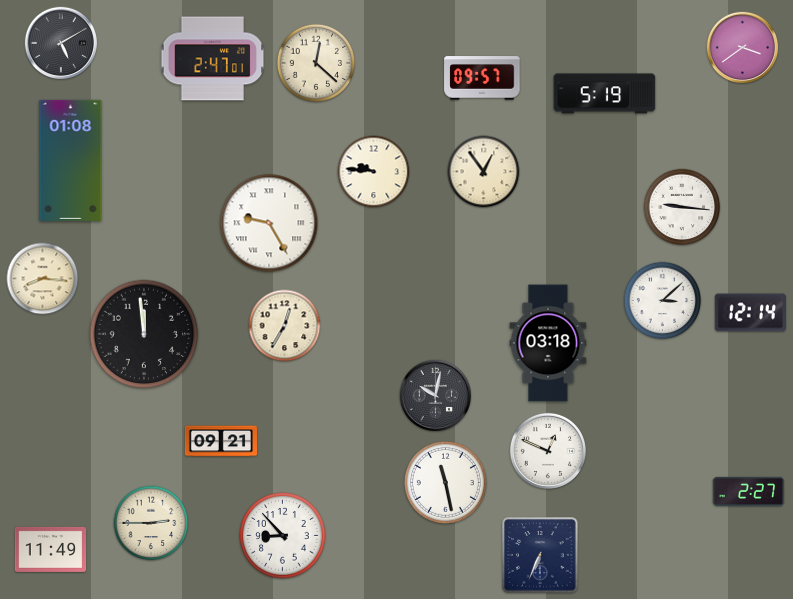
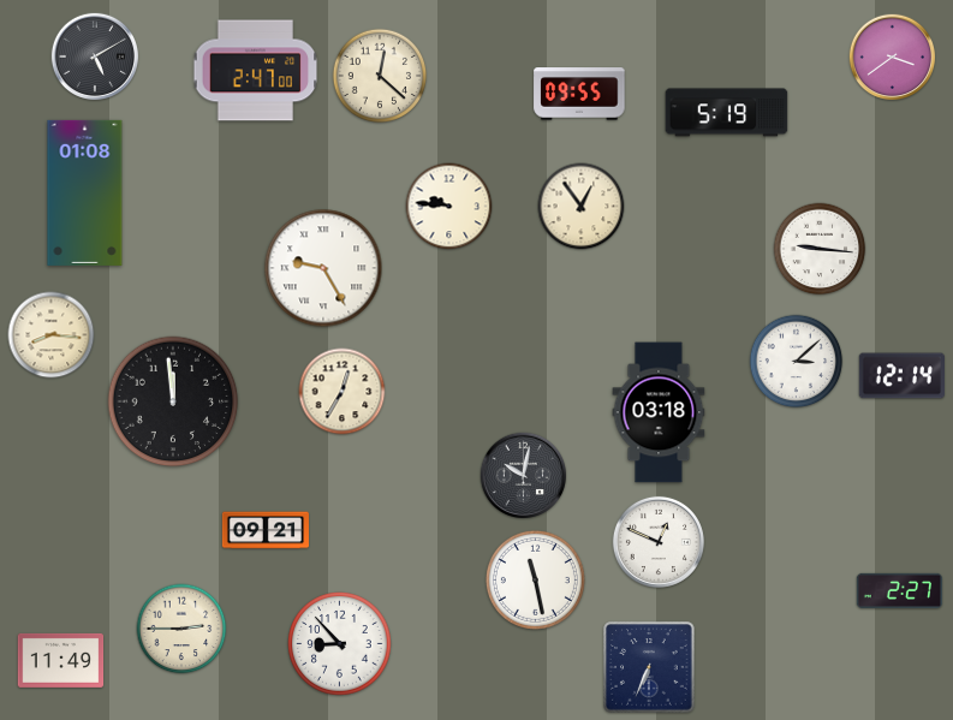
clock at (61, 43) position: (61, 43) -> (95, 56)
clock at (213, 59): 2:47:01 -> 2:47:00
clock at (482, 78): 09:57 -> 09:55
